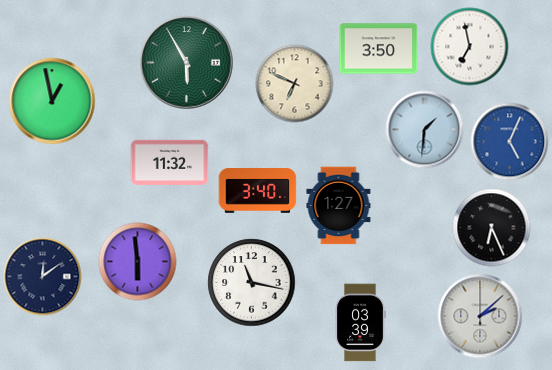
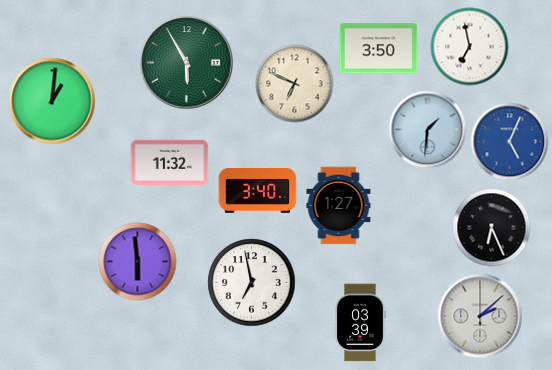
clock at (52, 101): 12:58 -> 1:01
clock at (424, 129) position: (424, 129) -> (427, 129)
clock at (42, 276): 12:09 -> none
clock at (251, 282): 11:17 -> 6:58
